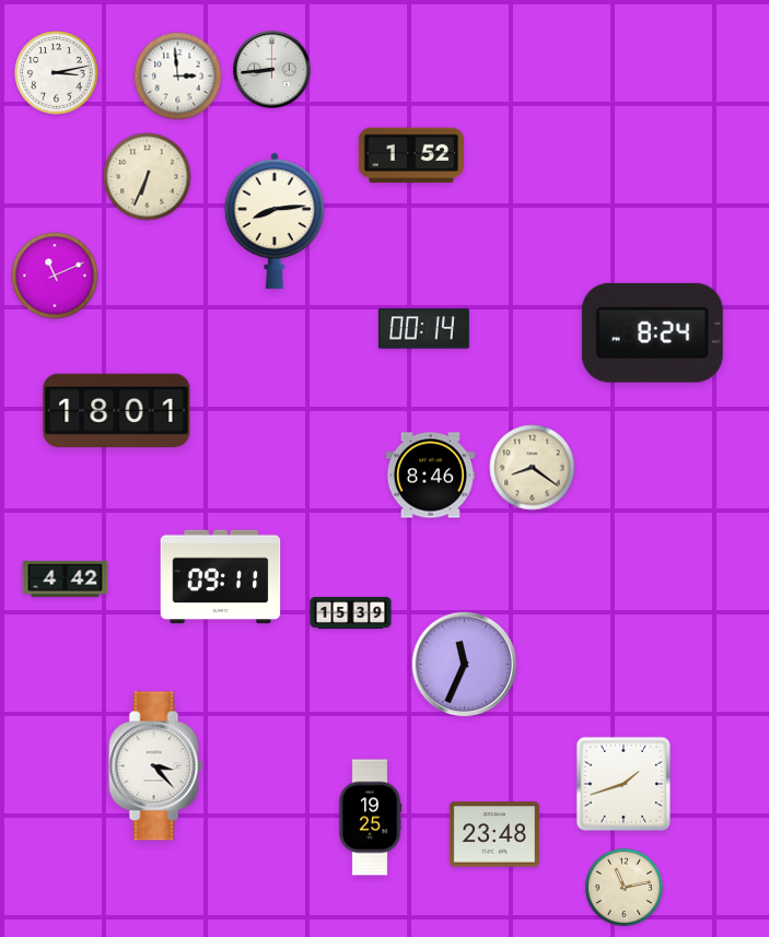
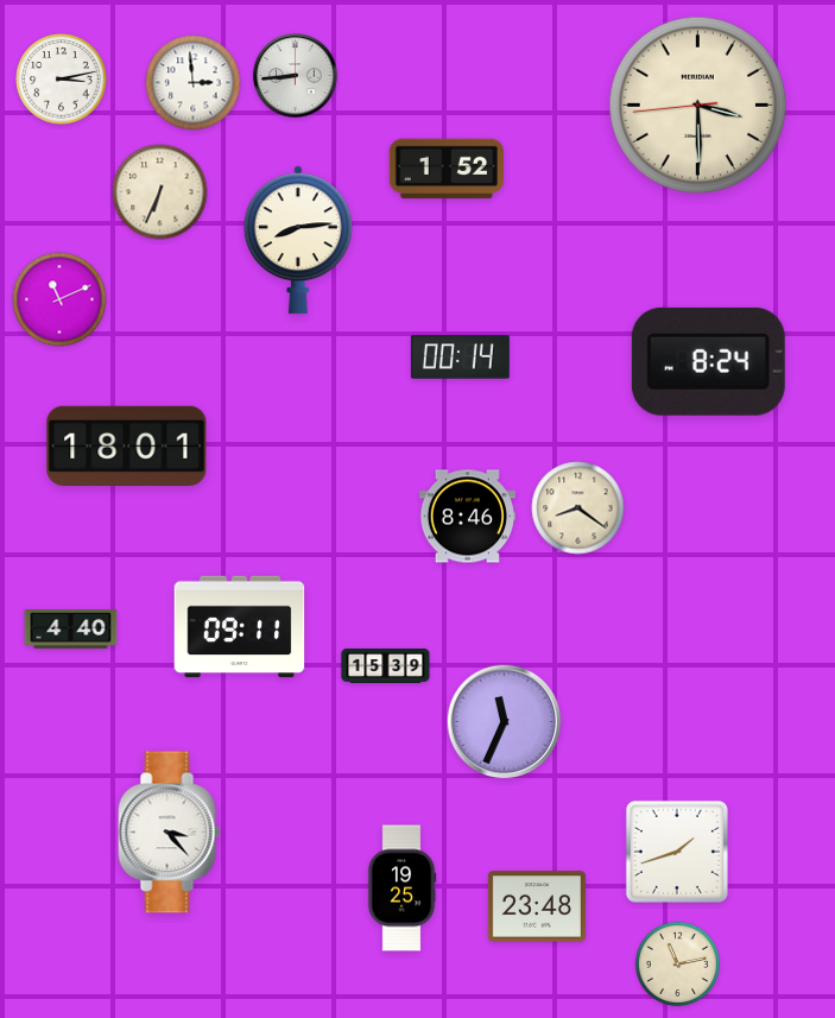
clock at (698, 106): none -> 3:29
clock at (66, 578): 4:42 -> 4:40
clock at (351, 612) position: (351, 612) -> (386, 665)
